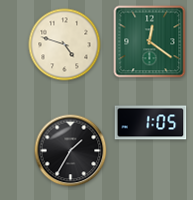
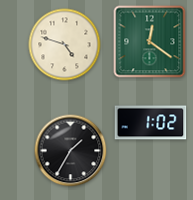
clock at (151, 123): 1:05 -> 1:02
